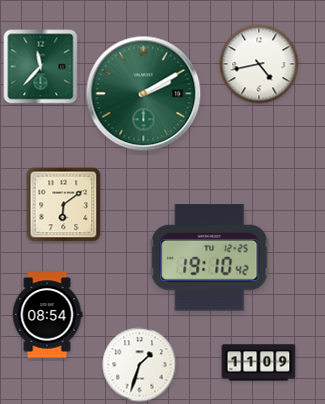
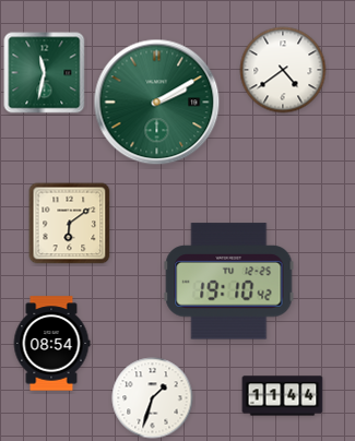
clock at (259, 64): 4:43 -> 4:39
clock at (41, 67): 11:37 -> 11:32
clock at (259, 363): 11:09 -> 11:44
